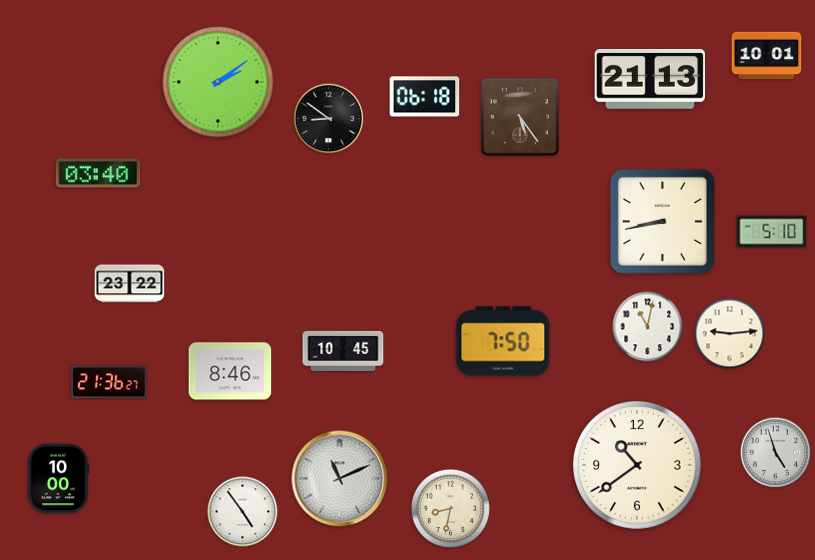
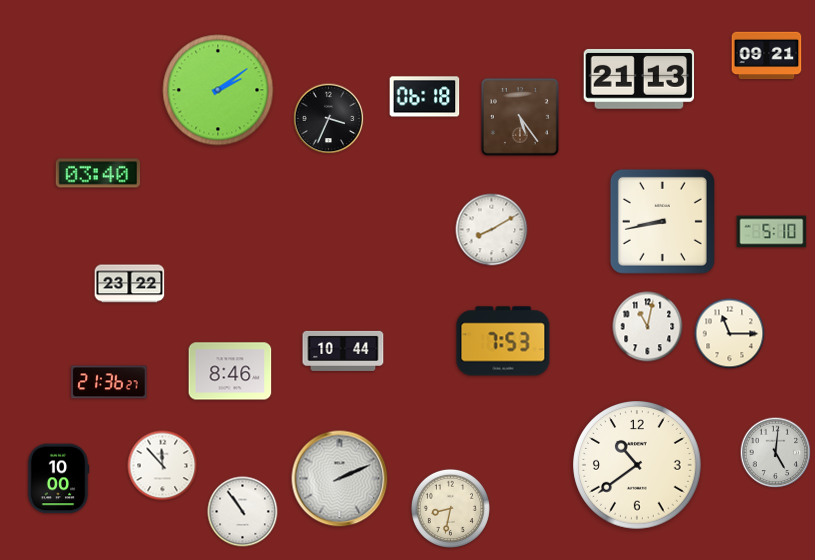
clock at (767, 56): 10:01 -> 09:21
clock at (650, 79) position: (650, 79) -> (639, 79)
clock at (218, 82) position: (218, 82) -> (218, 90)
clock at (329, 119): 8:51 -> 3:34
clock at (492, 230): none -> 8:10
clock at (730, 334): 9:14 -> 11:15
clock at (503, 341): 7:50 -> 7:53
clock at (343, 351): 10:45 -> 10:44
clock at (776, 453): 4:57 -> 5:01
clock at (163, 466): none -> 11:53
clock at (340, 479): 11:11 -> 2:11
clock at (243, 512): 4:54 -> 10:54
